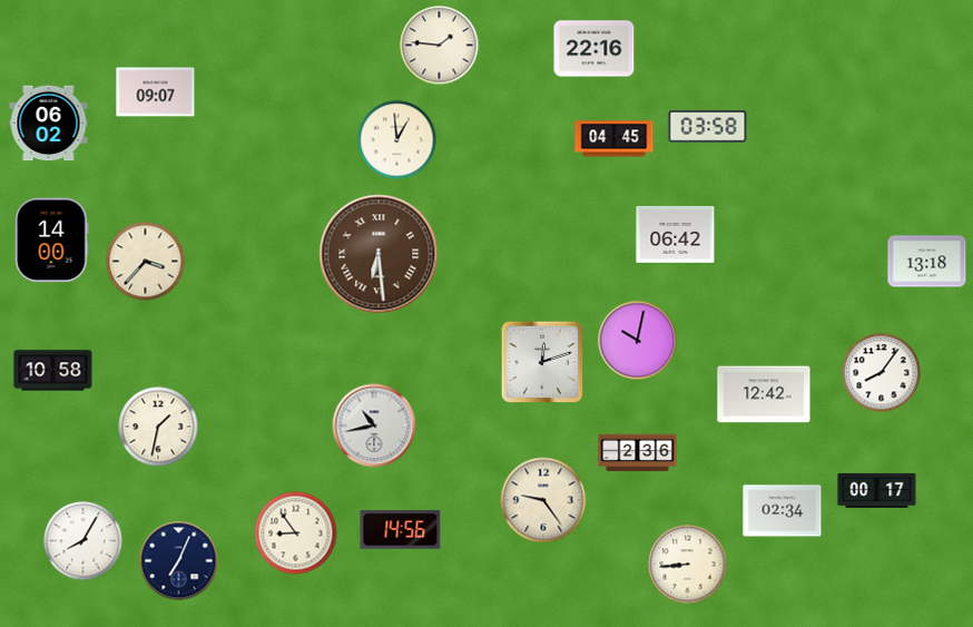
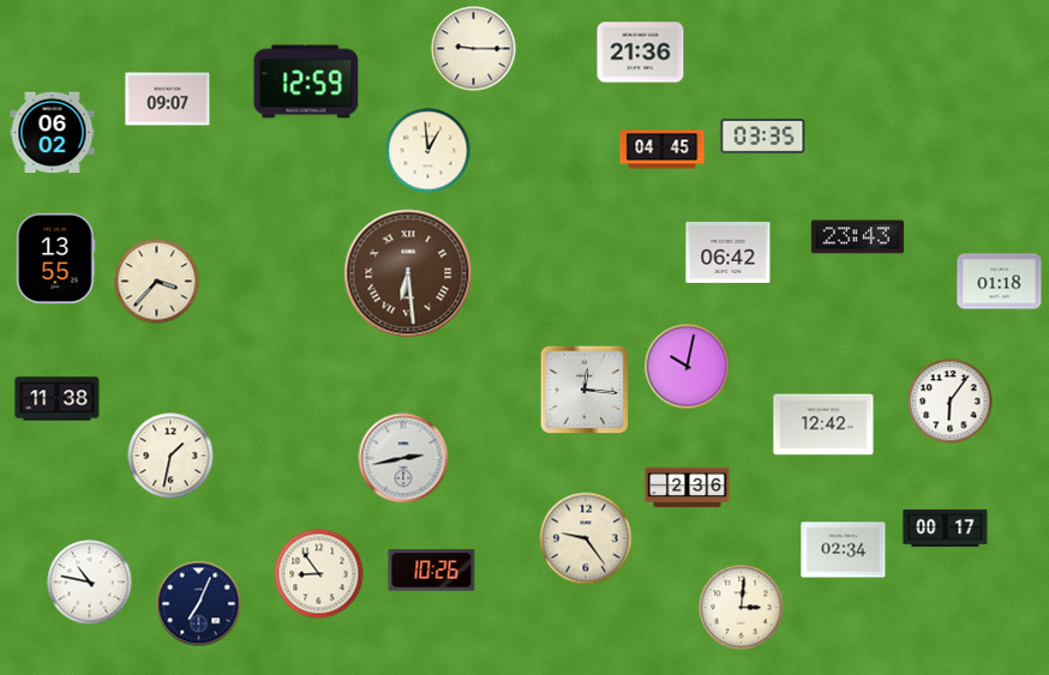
clock at (440, 46): 1:46 -> 9:15
clock at (594, 49): 22:16 -> 21:36
clock at (306, 82): none -> 12:59
clock at (708, 126): 03:58 -> 03:35
clock at (857, 237): none -> 23:43
clock at (52, 241): 14:00 -> 13:55
clock at (927, 262): 13:18 -> 01:18
clock at (542, 362): 12:12 -> 12:16
clock at (53, 371): 10:58 -> 11:38
clock at (882, 373): 8:06 -> 6:06
clock at (374, 425): 10:43 -> 2:43
clock at (158, 427) position: (158, 427) -> (170, 456)
clock at (401, 530): 14:56 -> 10:26
clock at (83, 541): 8:05 -> 10:47
clock at (179, 561) position: (179, 561) -> (199, 604)
clock at (688, 565): 8:44 -> 3:01
